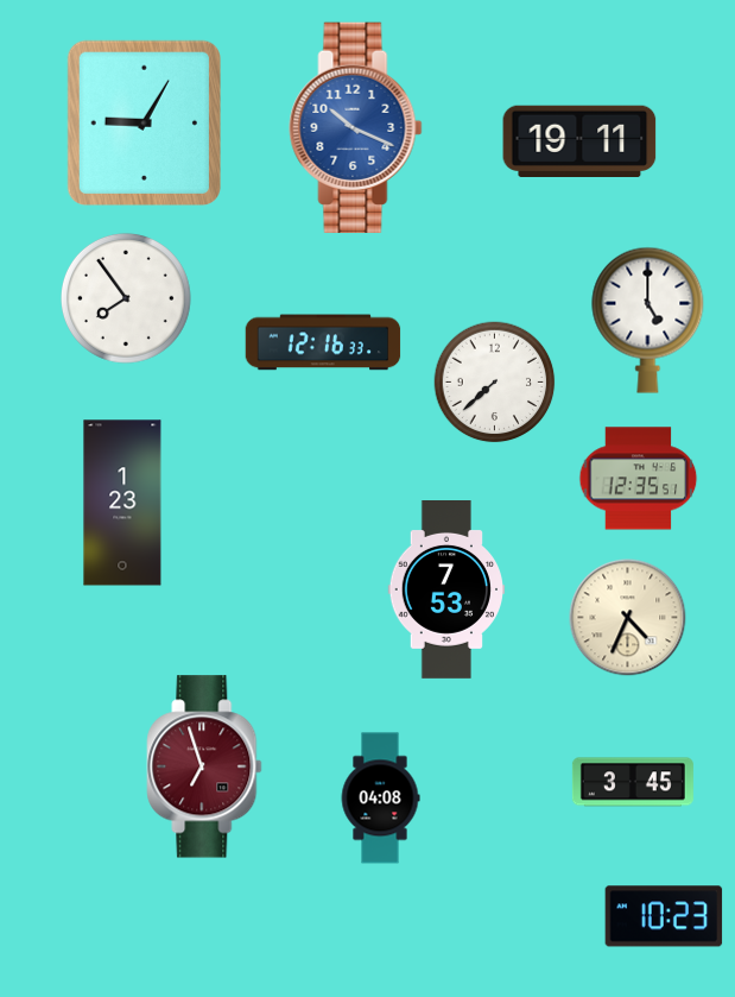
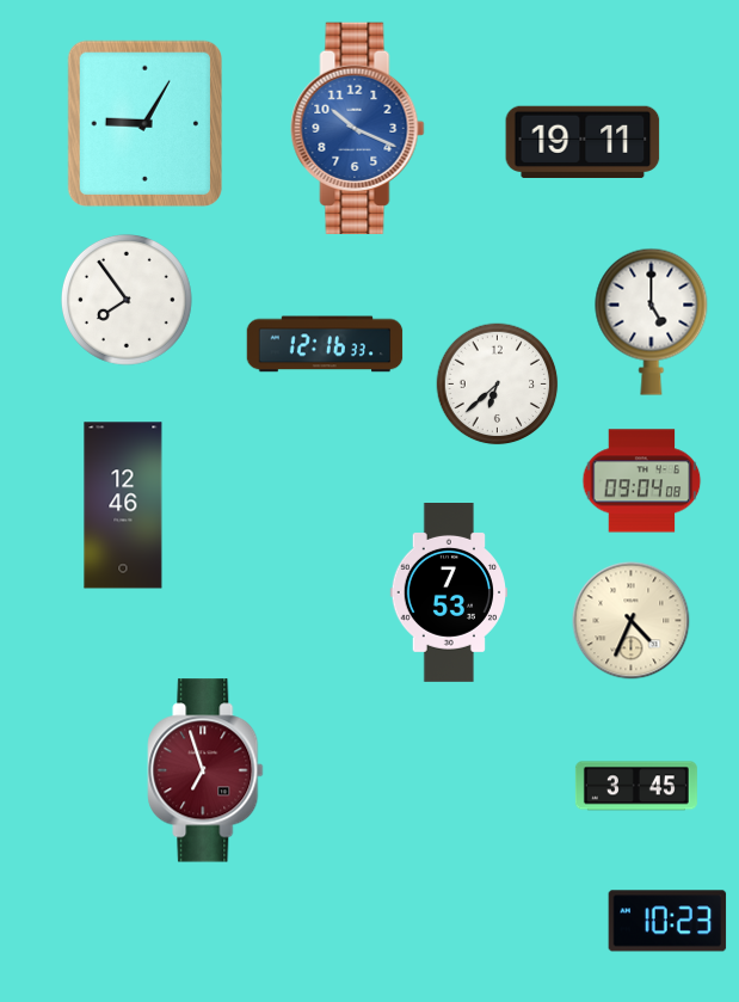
clock at (495, 383): 7:38 -> 6:38
clock at (639, 479): 12:35 -> 09:04
clock at (122, 503): 1:23 -> 12:46
clock at (380, 799): 04:08 -> none
